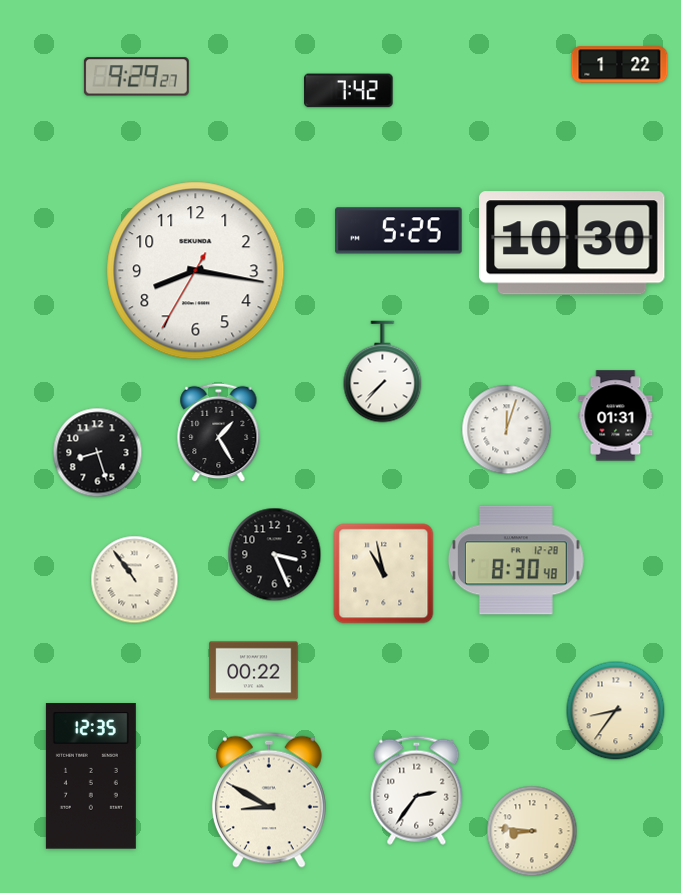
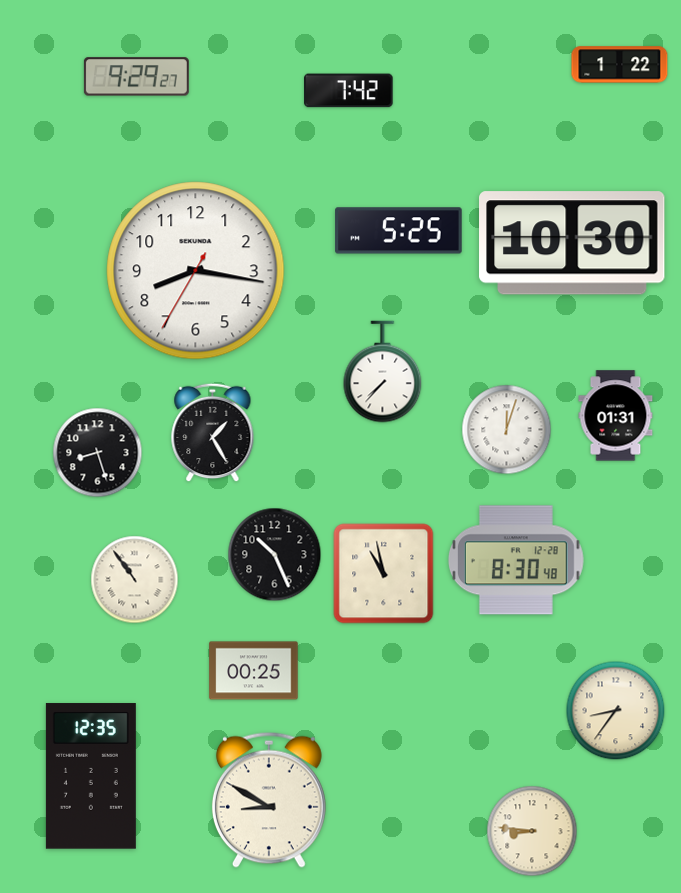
clock at (219, 433) position: (219, 433) -> (213, 433)
clock at (275, 555): 3:26 -> 10:26
clock at (254, 671): 00:22 -> 00:25
clock at (417, 790): 2:36 -> none
